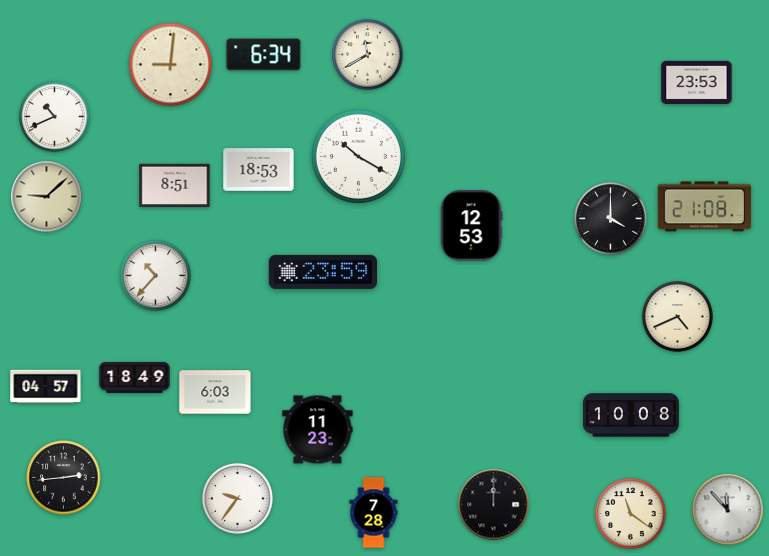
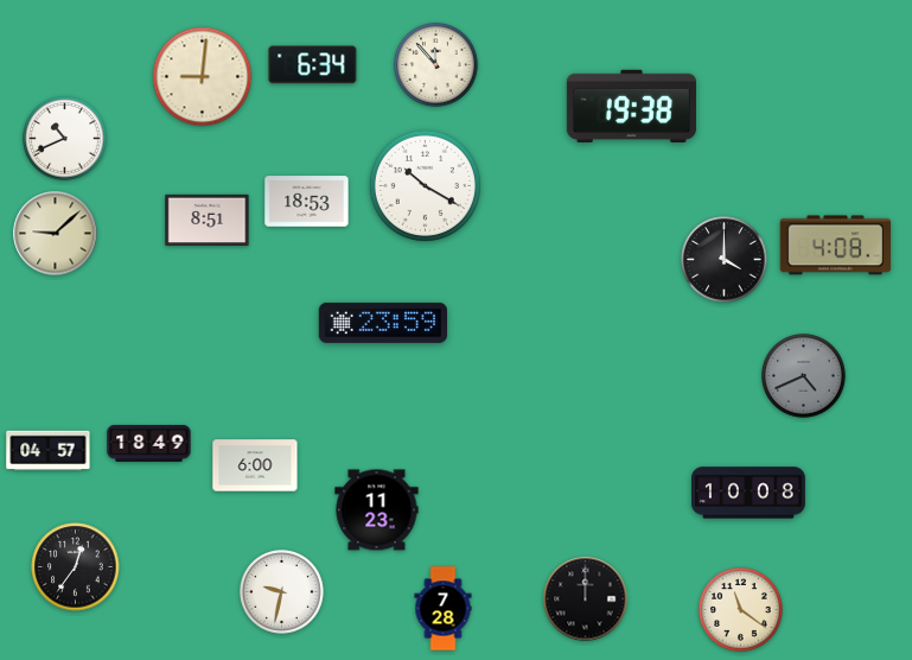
clock at (368, 55): 11:40 -> 11:53
clock at (697, 82): 23:53 -> none
clock at (631, 106): none -> 19:38
clock at (705, 207): 21:08 -> 4:08
clock at (471, 226): 12:53 -> none
clock at (156, 276): 10:37 -> none
clock at (678, 317) dial: cream -> grey
clock at (135, 377) position: (135, 377) -> (149, 443)
clock at (46, 387) position: (46, 387) -> (49, 451)
clock at (215, 392): 6:03 -> 6:00
clock at (64, 478): 2:44 -> 12:36
clock at (238, 499): 9:36 -> 9:32
clock at (728, 510): 11:53 -> none
clock at (631, 514) position: (631, 514) -> (741, 610)
